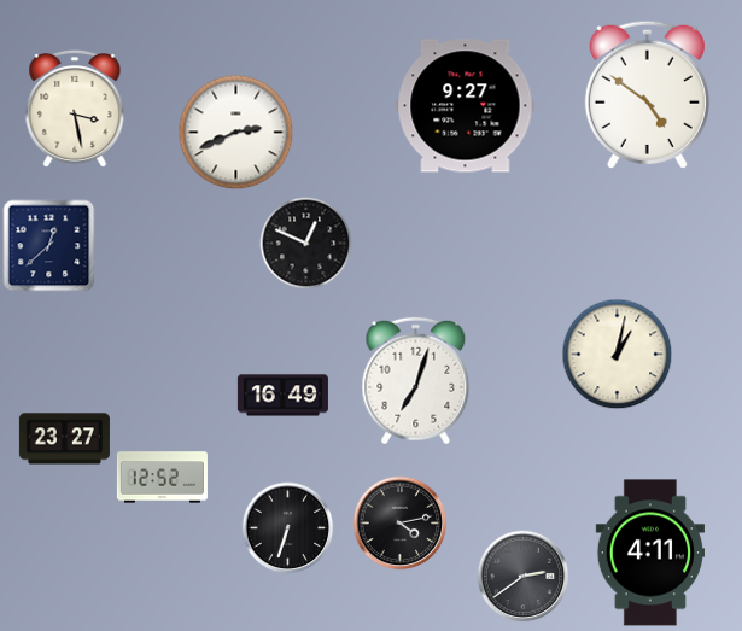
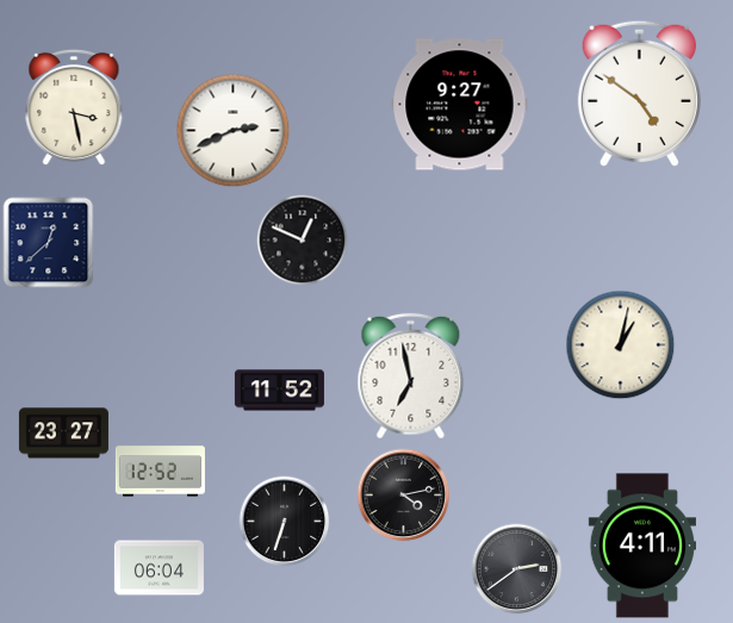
clock at (618, 355) position: (618, 355) -> (621, 345)
clock at (416, 381): 7:03 -> 6:58
clock at (282, 396): 16:49 -> 11:52
clock at (401, 524) position: (401, 524) -> (404, 496)
clock at (159, 568): none -> 06:04
